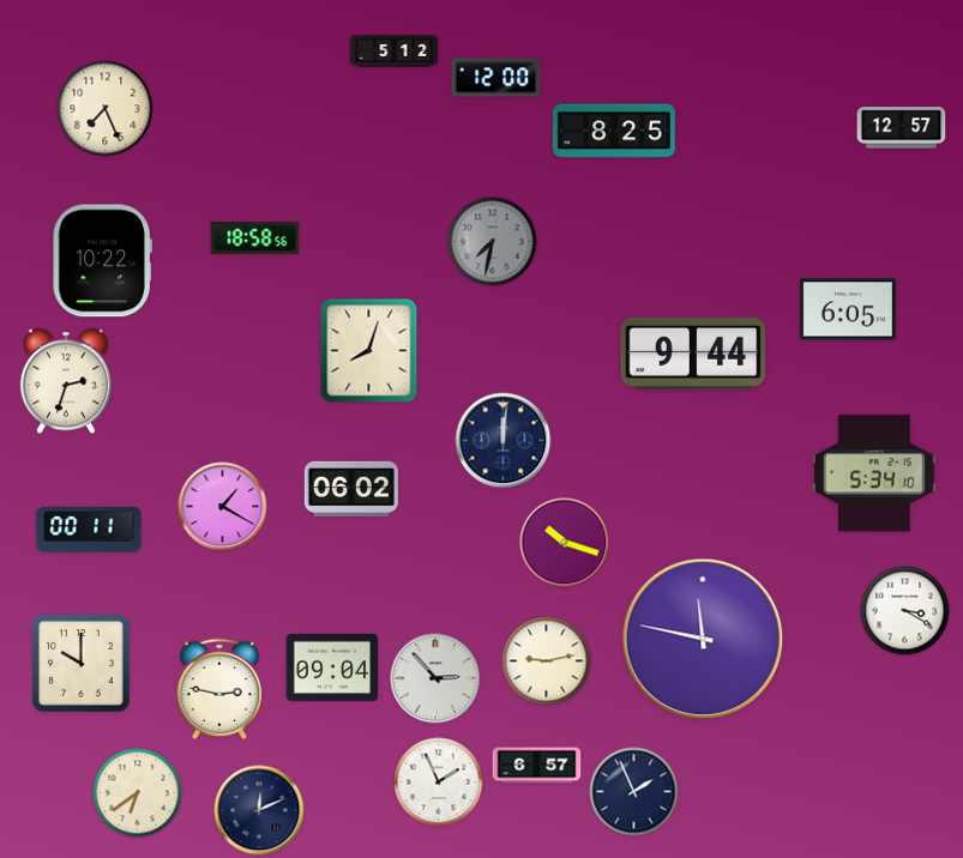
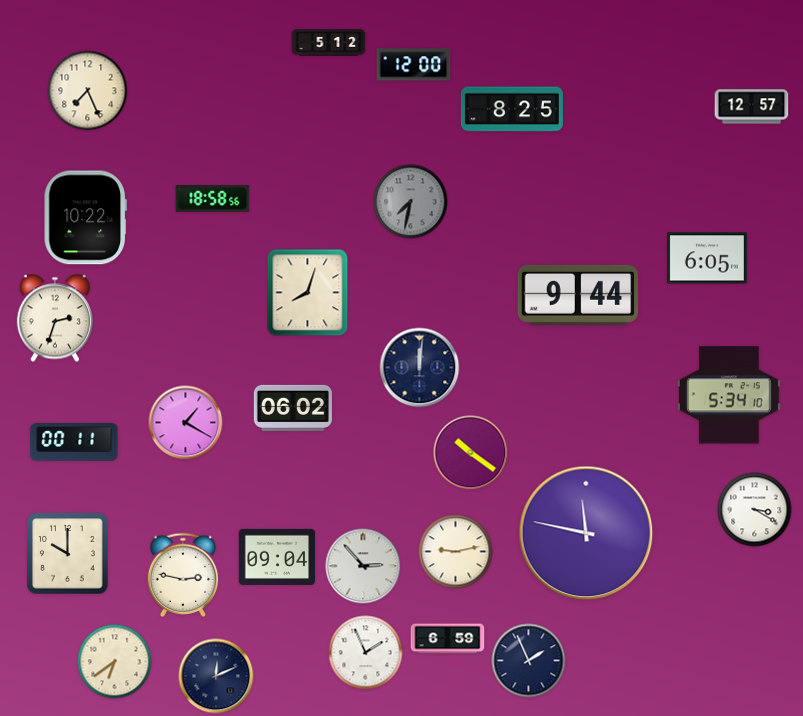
clock at (565, 543): 10:18 -> 10:21
clock at (537, 766): 6:57 -> 6:59
